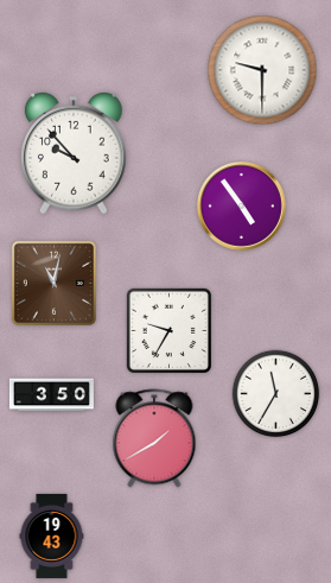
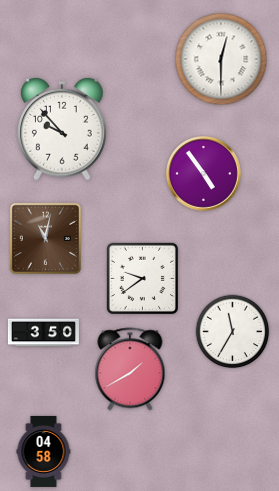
clock at (262, 70): 9:30 -> 12:30
clock at (168, 330): 9:35 -> 9:39
clock at (52, 536): 19:43 -> 04:58
